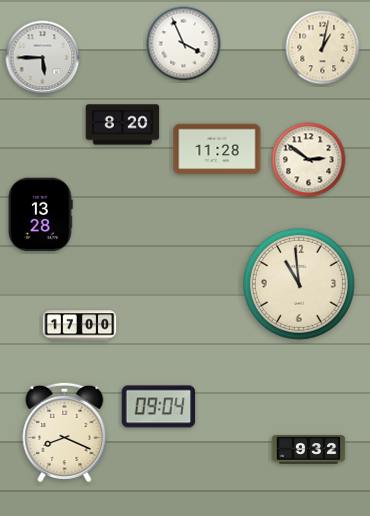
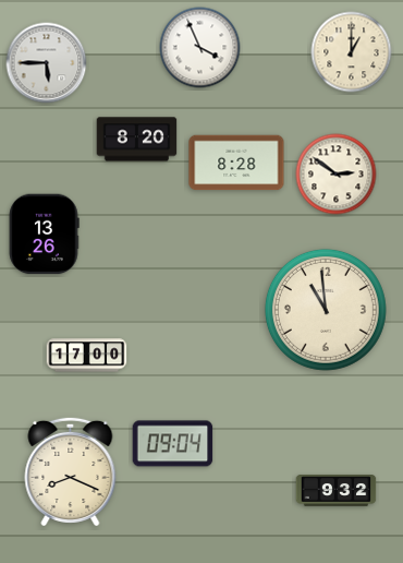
clock at (323, 48): 1:02 -> 1:00
clock at (123, 125) position: (123, 125) -> (137, 140)
clock at (217, 149): 11:28 -> 8:28
clock at (40, 215): 13:28 -> 13:26
